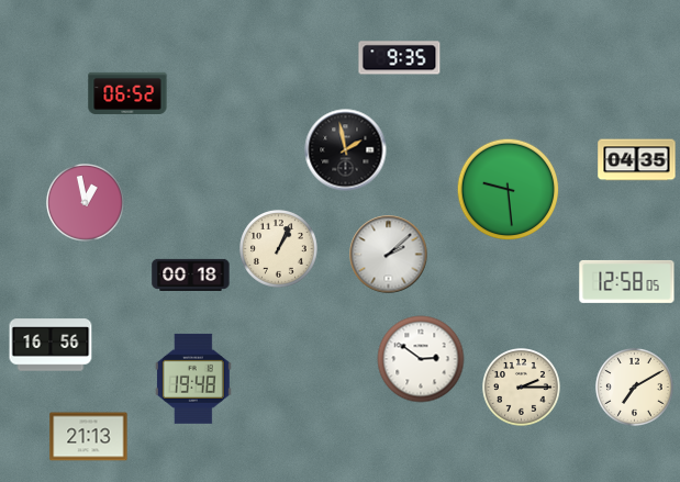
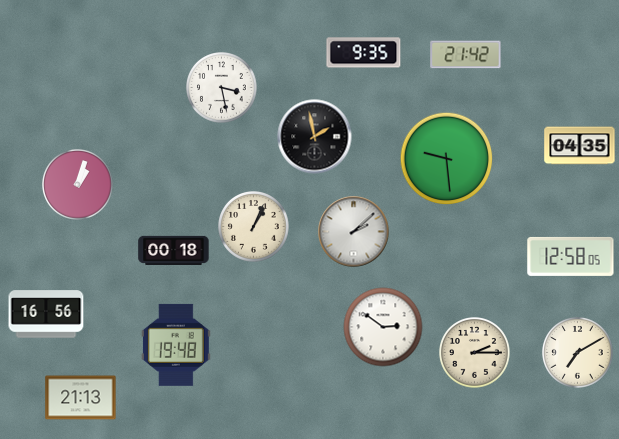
clock at (466, 55): none -> 21:42
clock at (127, 93): 06:52 -> none
clock at (222, 88): none -> 3:28
clock at (509, 190) position: (509, 190) -> (447, 159)
clock at (86, 203): 12:58 -> 1:03
